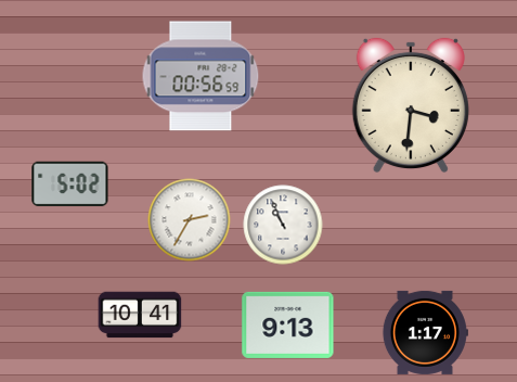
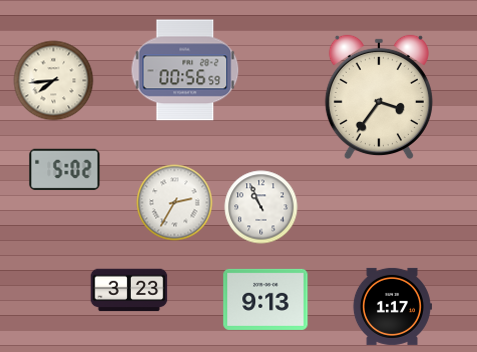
clock at (54, 81): none -> 7:44
clock at (411, 105): 3:31 -> 3:36
clock at (140, 315): 10:41 -> 3:23
